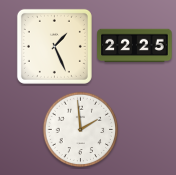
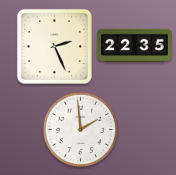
clock at (54, 46): 1:26 -> 2:26
clock at (135, 46): 22:25 -> 22:35
